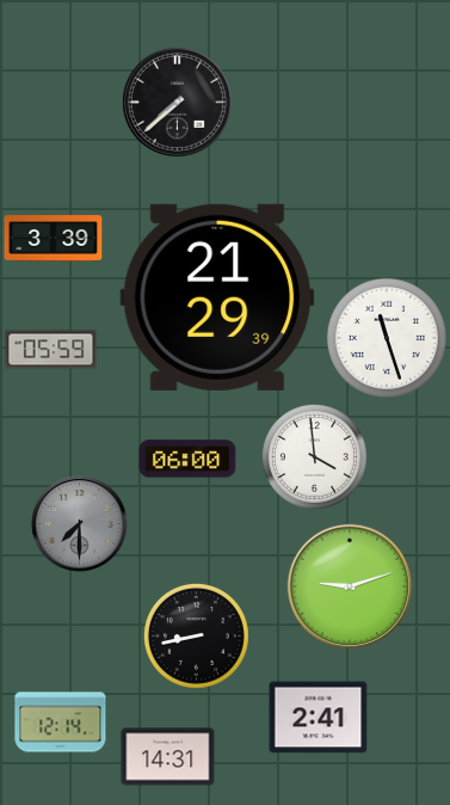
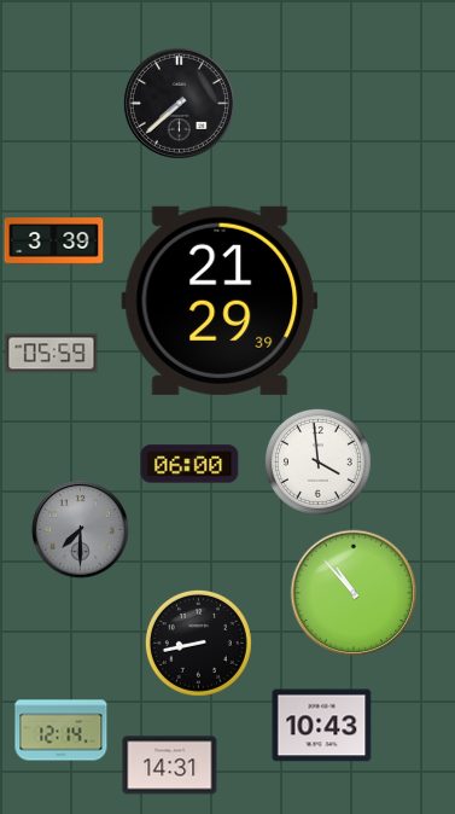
clock at (387, 338): 11:27 -> none
clock at (350, 586): 9:12 -> 10:53
clock at (319, 718): 2:41 -> 10:43
